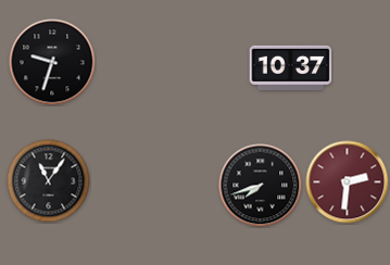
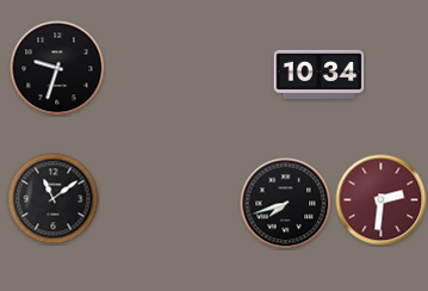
clock at (291, 67): 10:37 -> 10:34
clock at (49, 181): 11:06 -> 11:09
